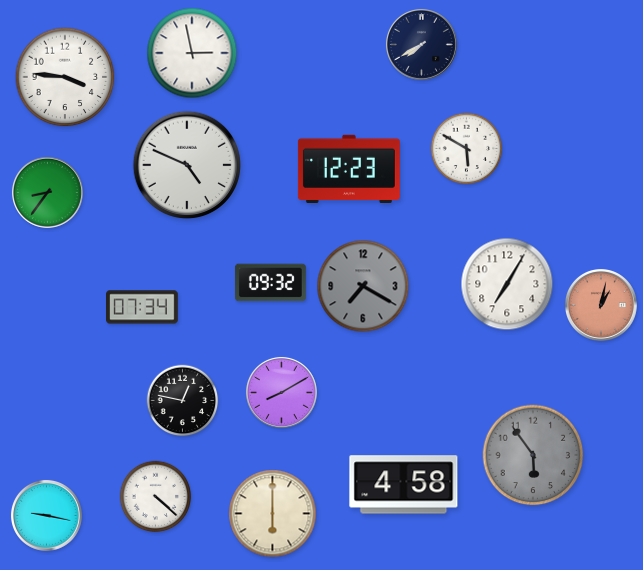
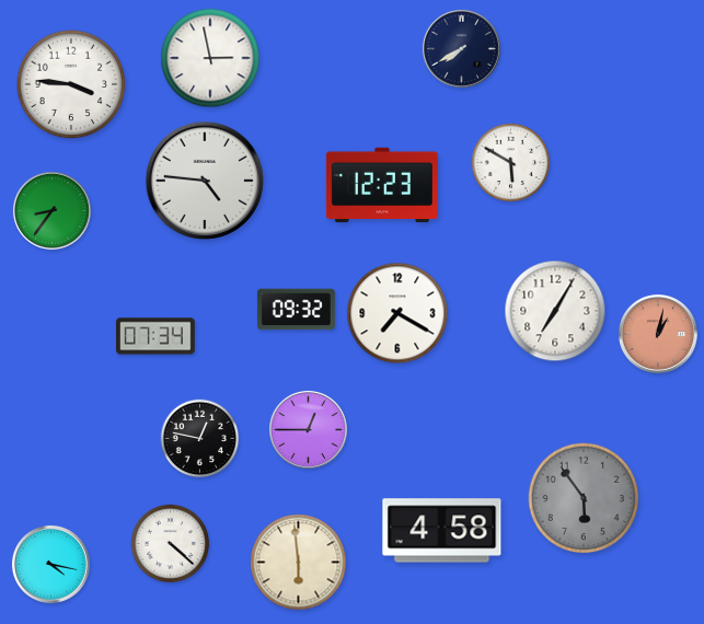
clock at (187, 165): 4:49 -> 4:46
clock at (363, 286) dial: grey -> white
clock at (281, 392): 8:10 -> 12:45
clock at (273, 514): 6:00 -> 5:59
clock at (46, 515): 9:17 -> 4:17
